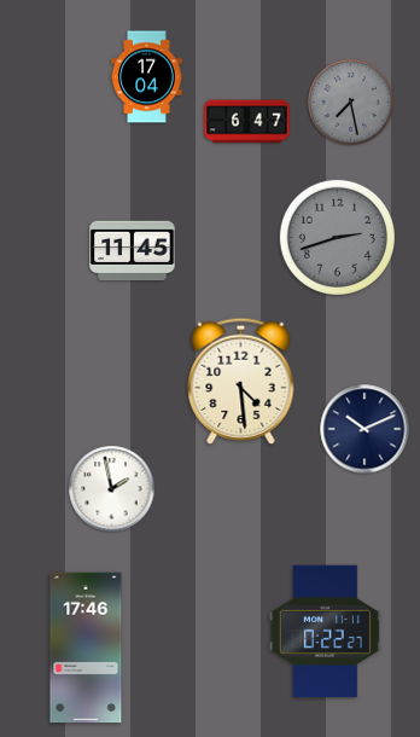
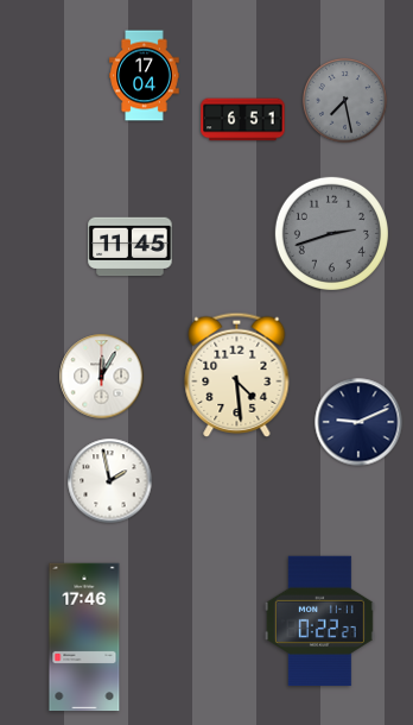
clock at (247, 122): 6:47 -> 6:51
clock at (102, 377): none -> 12:05
clock at (364, 429): 10:11 -> 9:11
